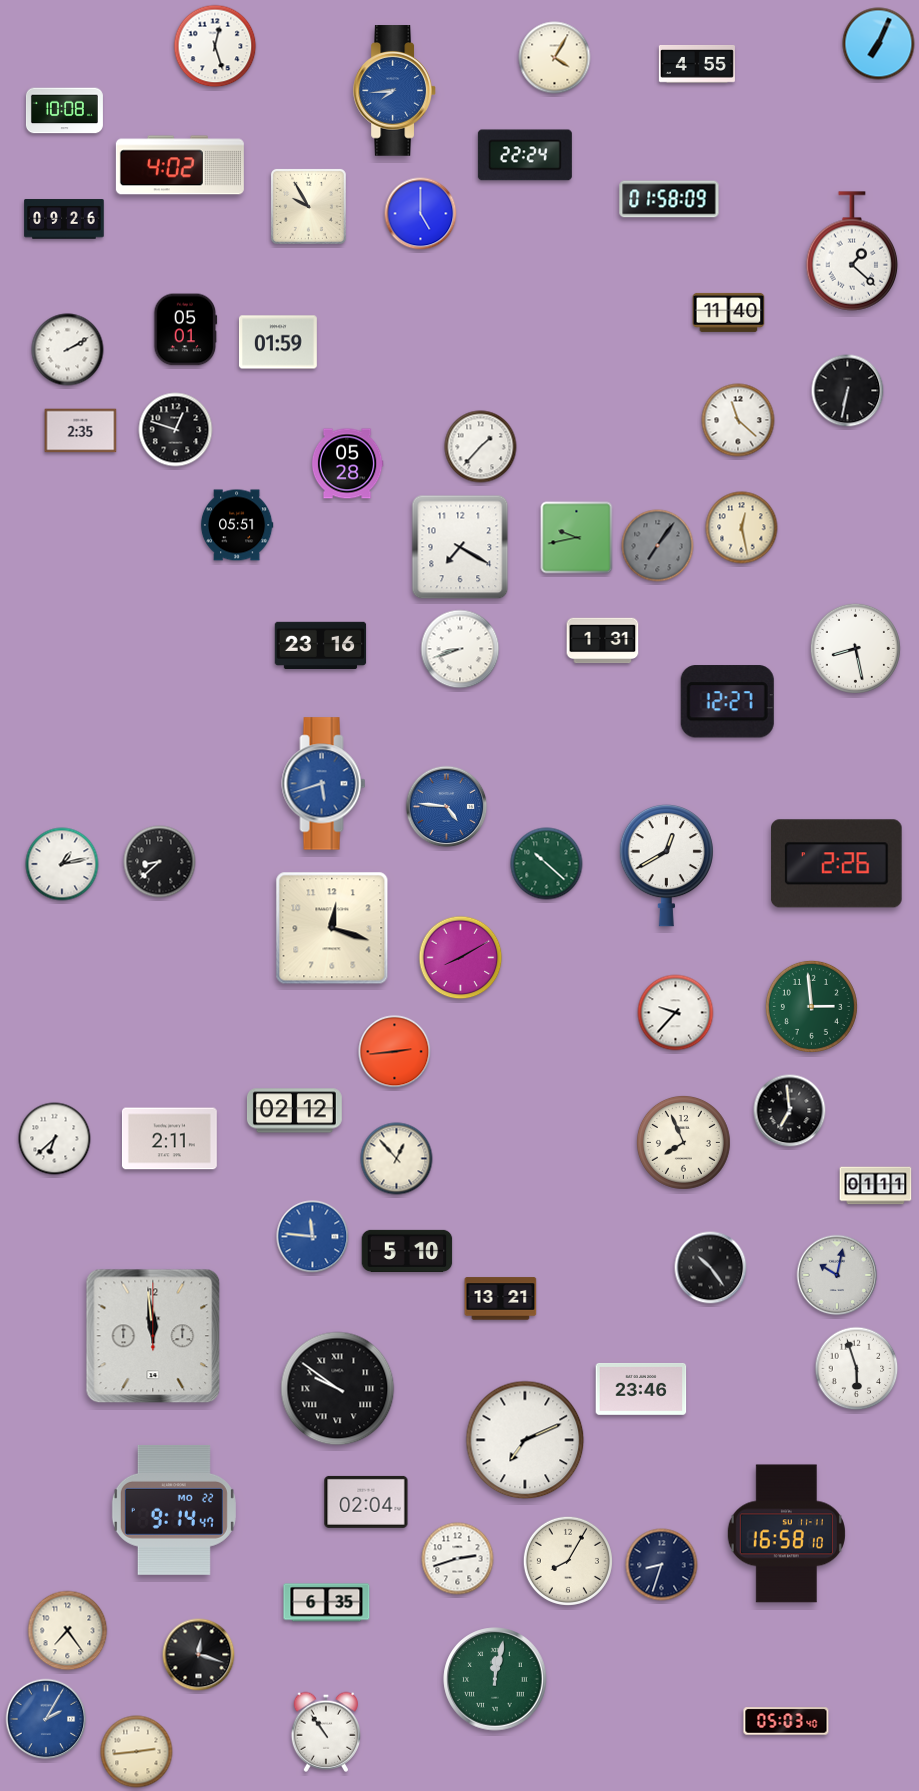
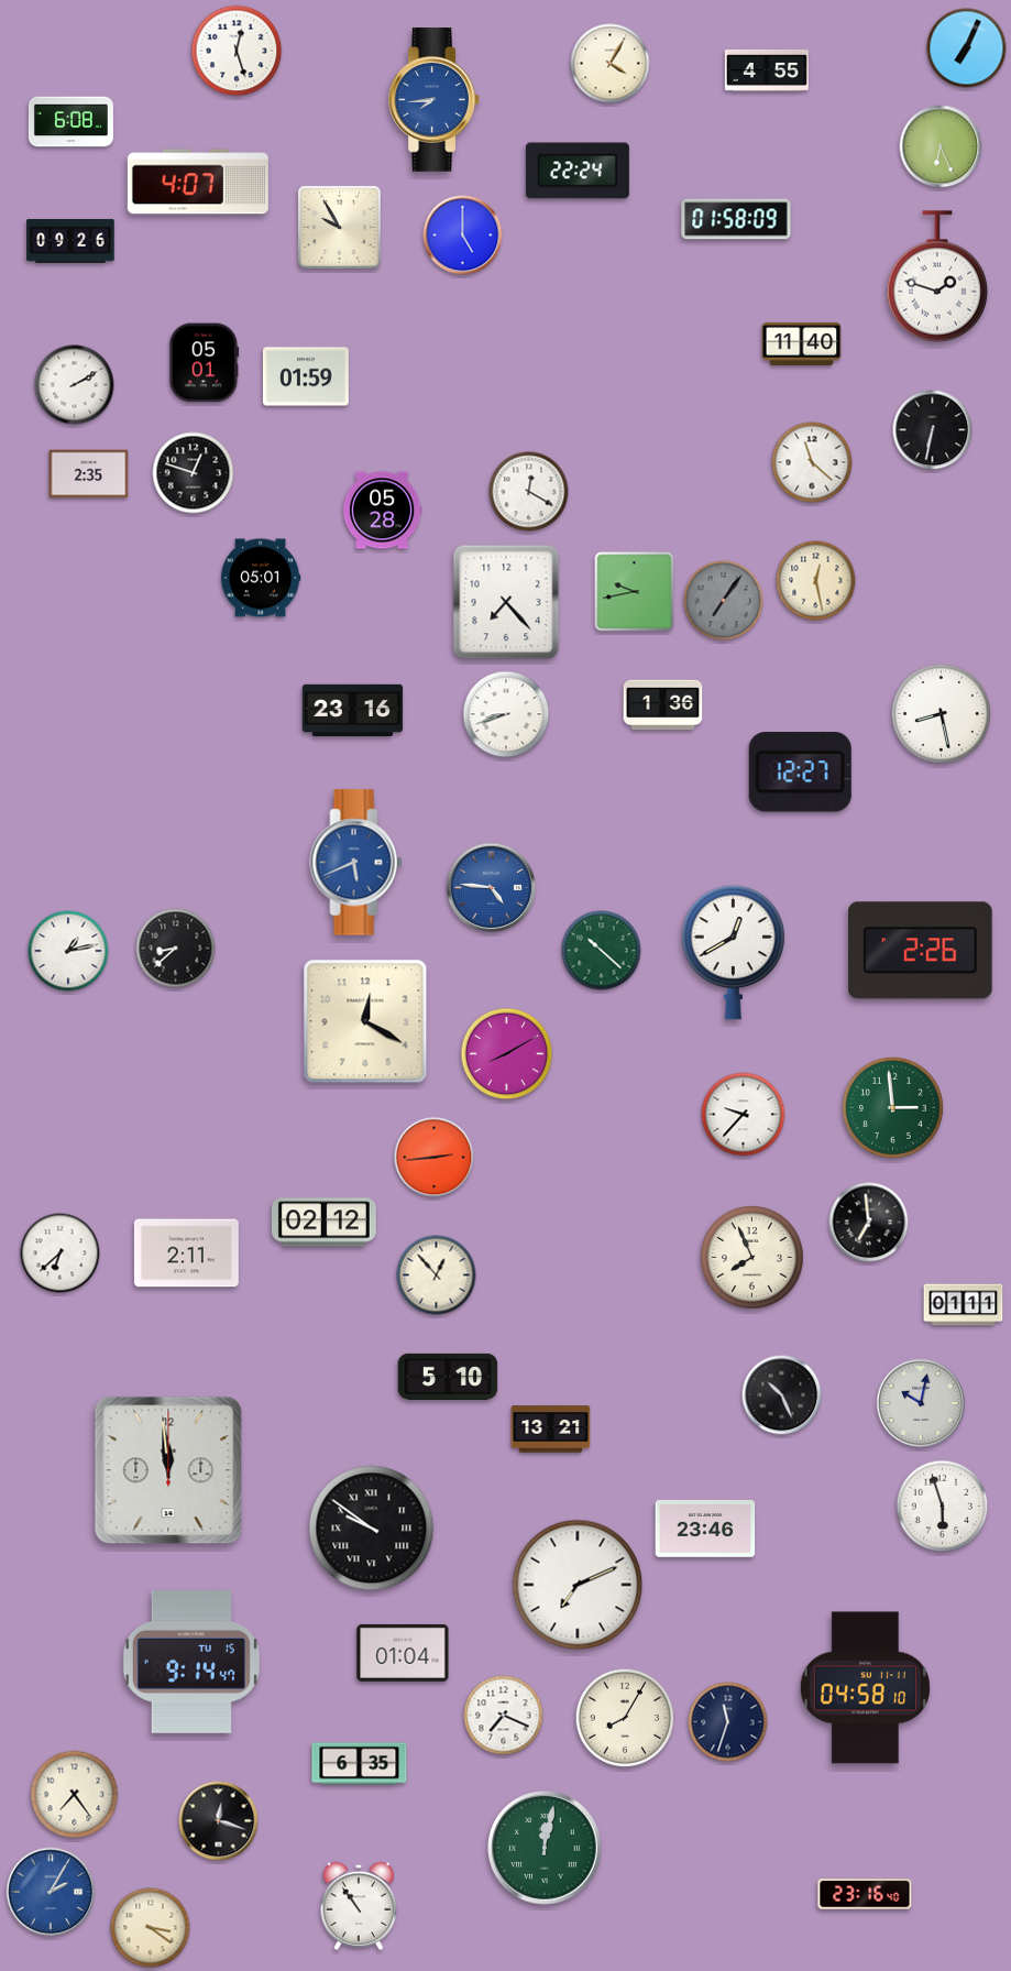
clock at (64, 111): 10:08 -> 6:08
clock at (941, 146): none -> 6:26
clock at (180, 165): 4:02 -> 4:07
clock at (852, 251): 1:22 -> 1:48
clock at (481, 447): 1:37 -> 12:20
clock at (237, 525): 05:51 -> 05:01
clock at (460, 547): 7:20 -> 7:23
clock at (603, 641): 1:31 -> 1:36
clock at (324, 784): 5:42 -> 5:41
clock at (332, 928): 12:18 -> 12:20
clock at (313, 1237): 11:46 -> none
clock at (711, 1268): 10:24 -> 10:26
clock at (366, 1502): 02:04 -> 01:04
clock at (174, 1510) date: MO 22 -> TU 15
clock at (786, 1534): 16:58 -> 04:58
clock at (458, 1559): 2:42 -> 7:19
clock at (662, 1565): 8:33 -> 11:33
clock at (786, 1721): 05:03 -> 23:16
clock at (137, 1752): 2:44 -> 3:21
